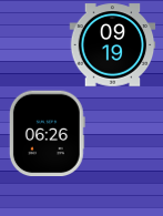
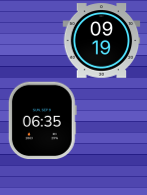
clock at (47, 133): 06:26 -> 06:35
